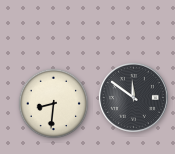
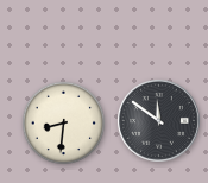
clock at (133, 97) position: (133, 97) -> (158, 120)
